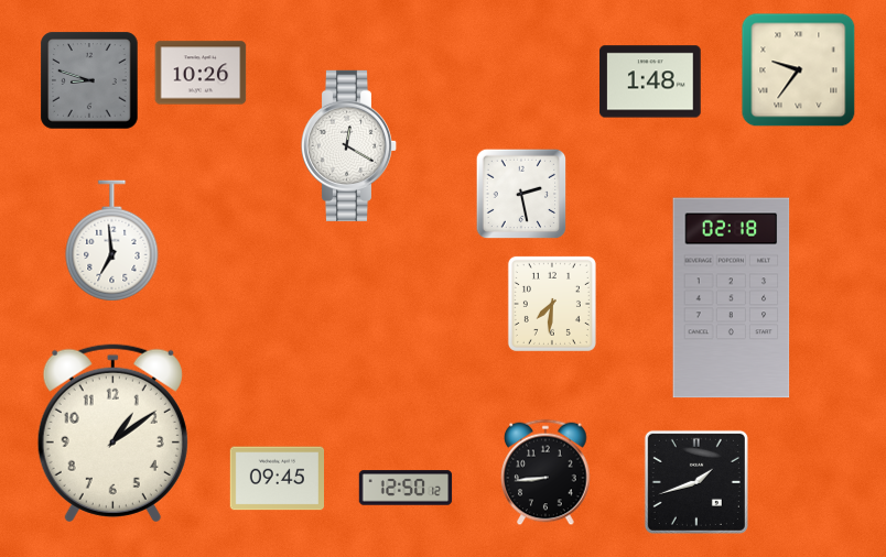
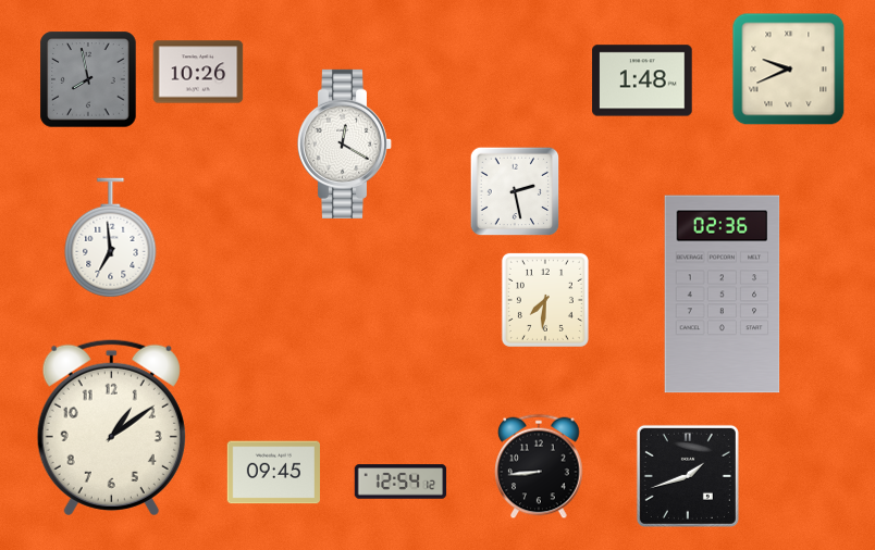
clock at (799, 70): 9:36 -> 9:41
clock at (89, 80): 8:48 -> 7:58
clock at (732, 298): 02:18 -> 02:36
clock at (406, 488): 12:50 -> 12:54
